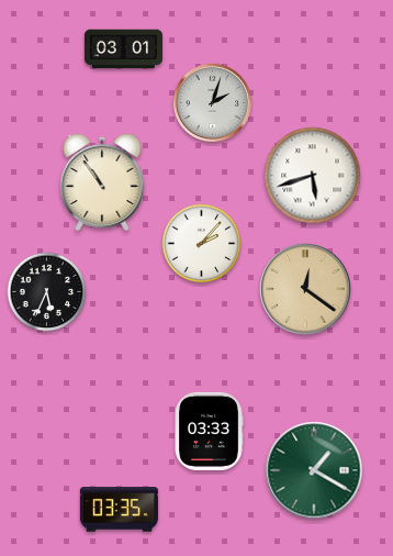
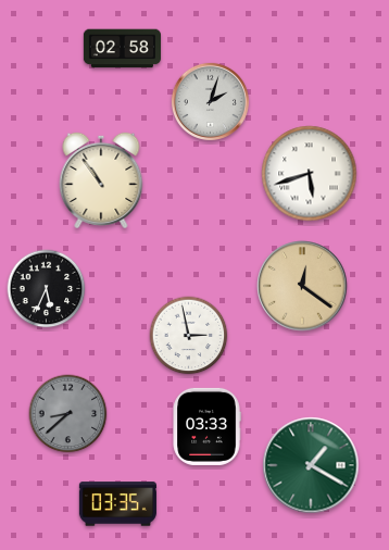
clock at (123, 49): 03:01 -> 02:58
clock at (202, 244): 2:07 -> none
clock at (189, 336): none -> 2:58
clock at (68, 414): none -> 8:38
